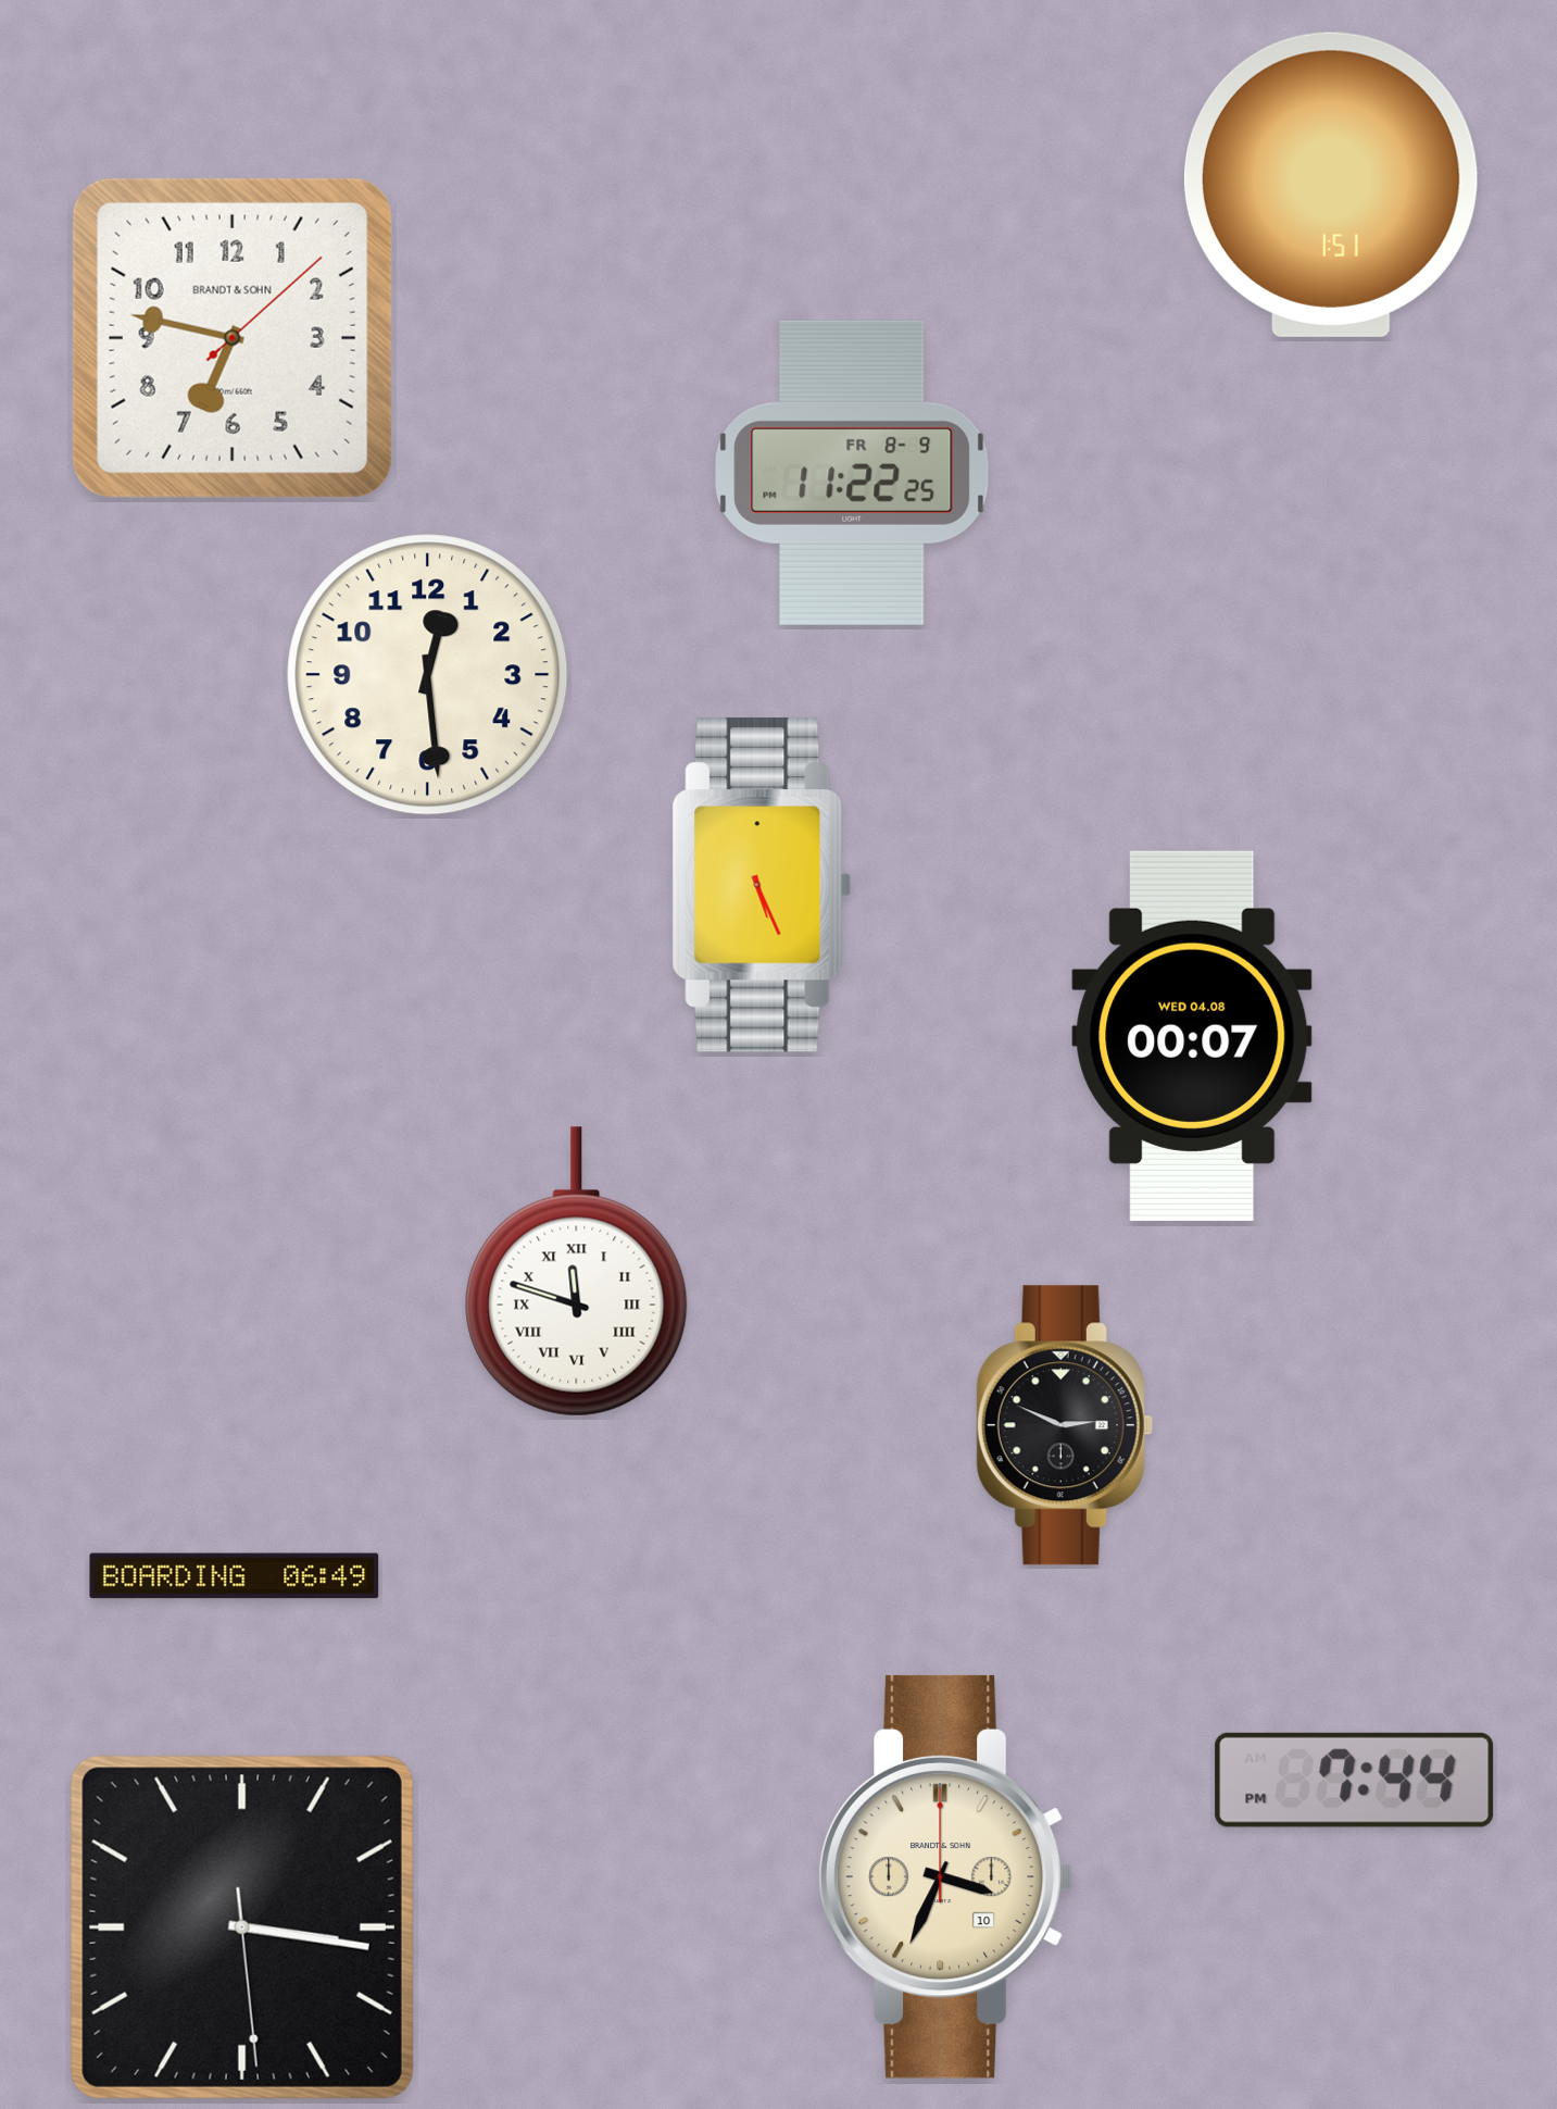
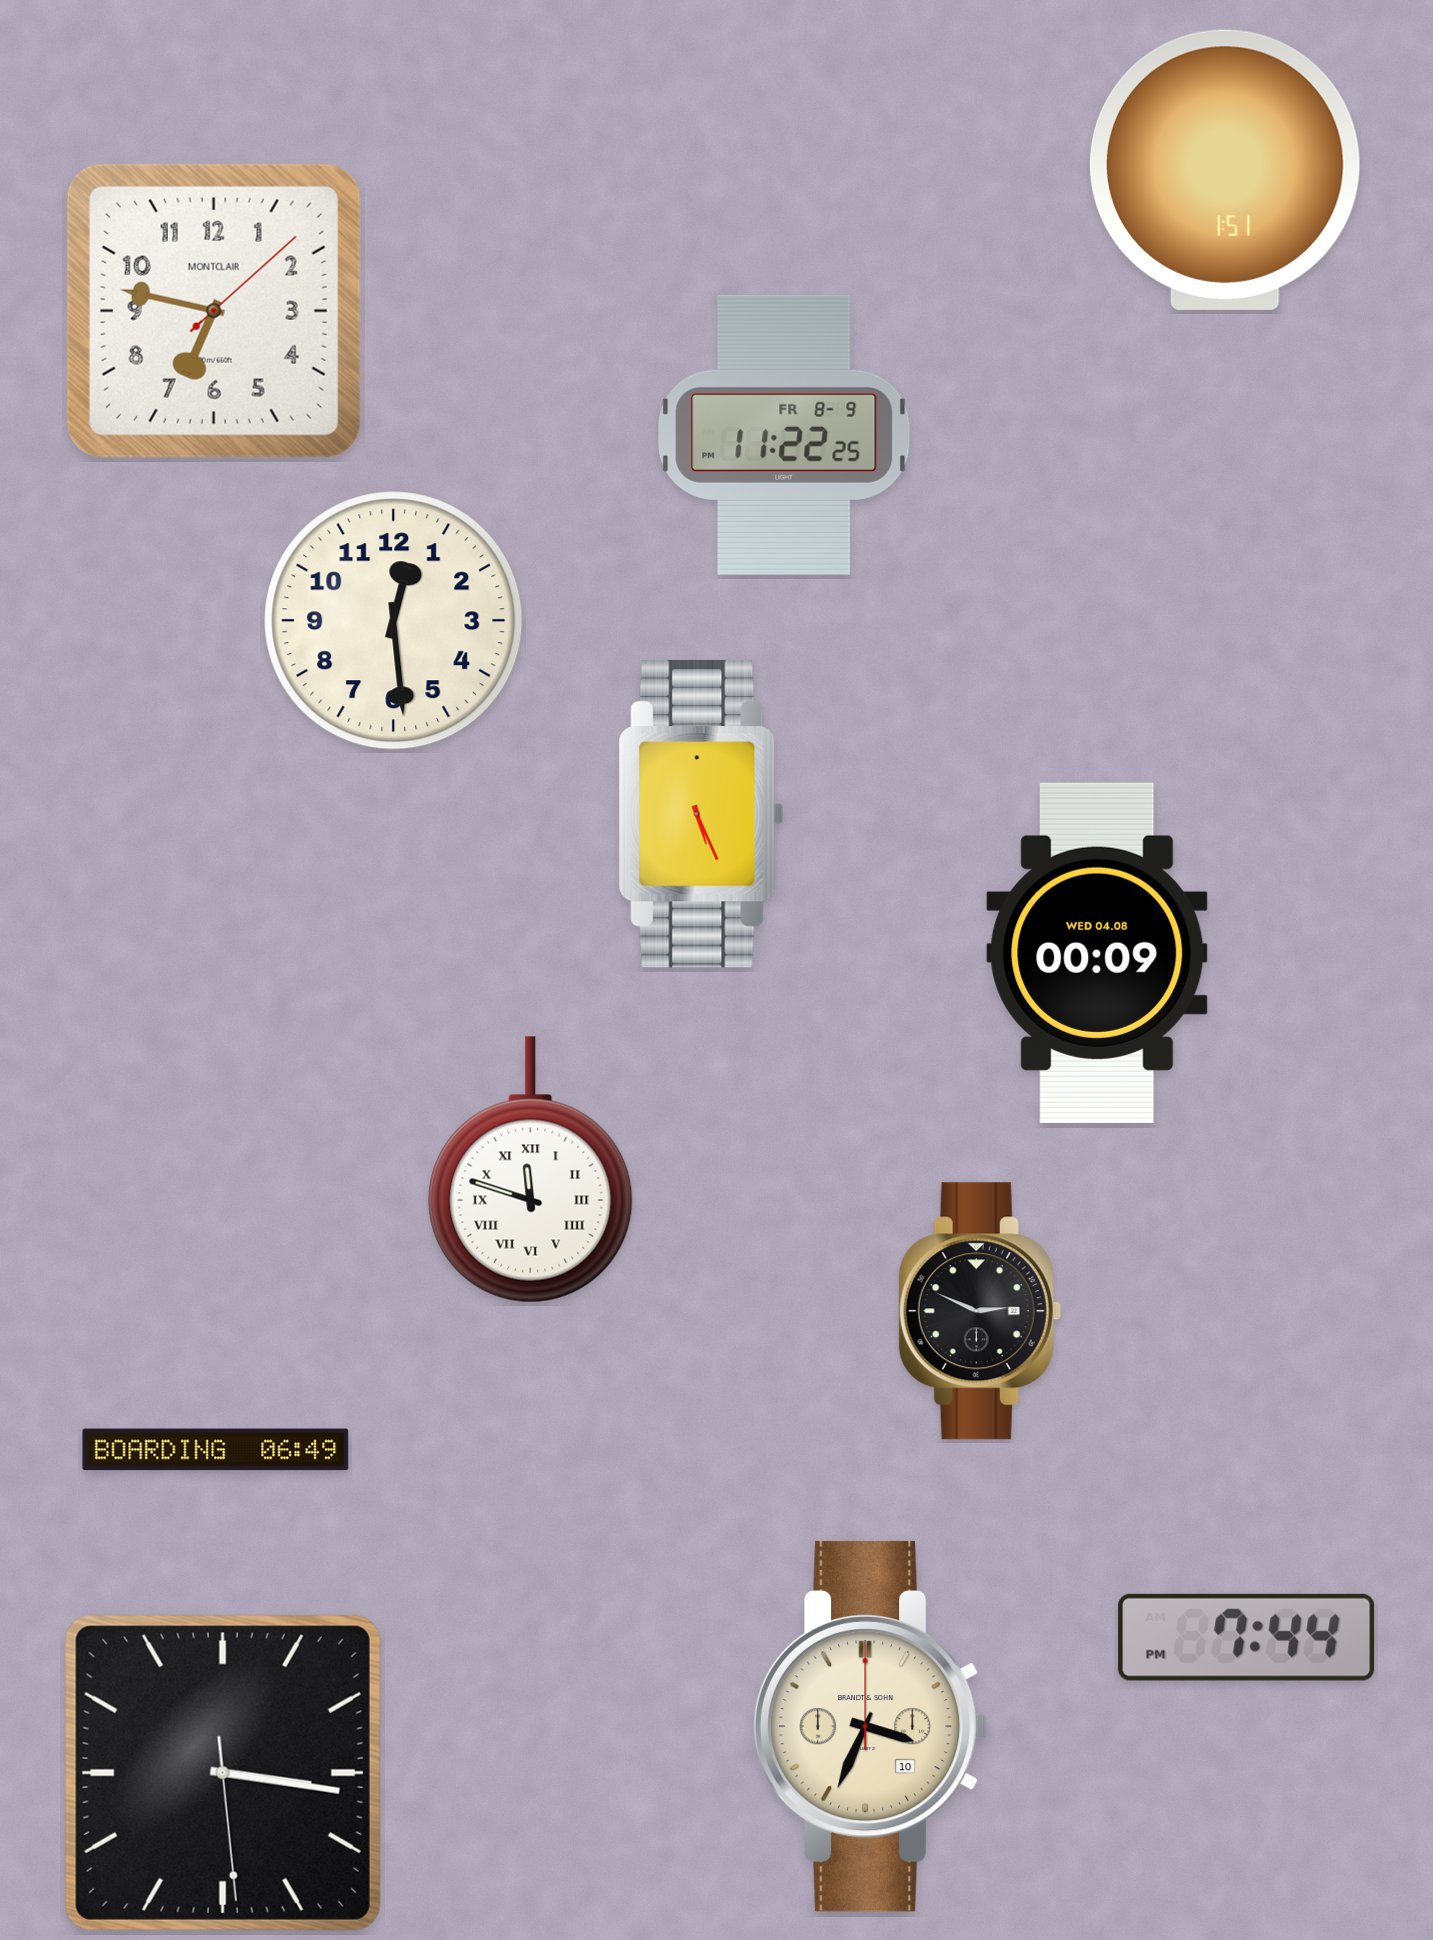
clock at (233, 338) brand: BRANDT & SOHN -> MONTCLAIR
clock at (1192, 1036): 00:07 -> 00:09
